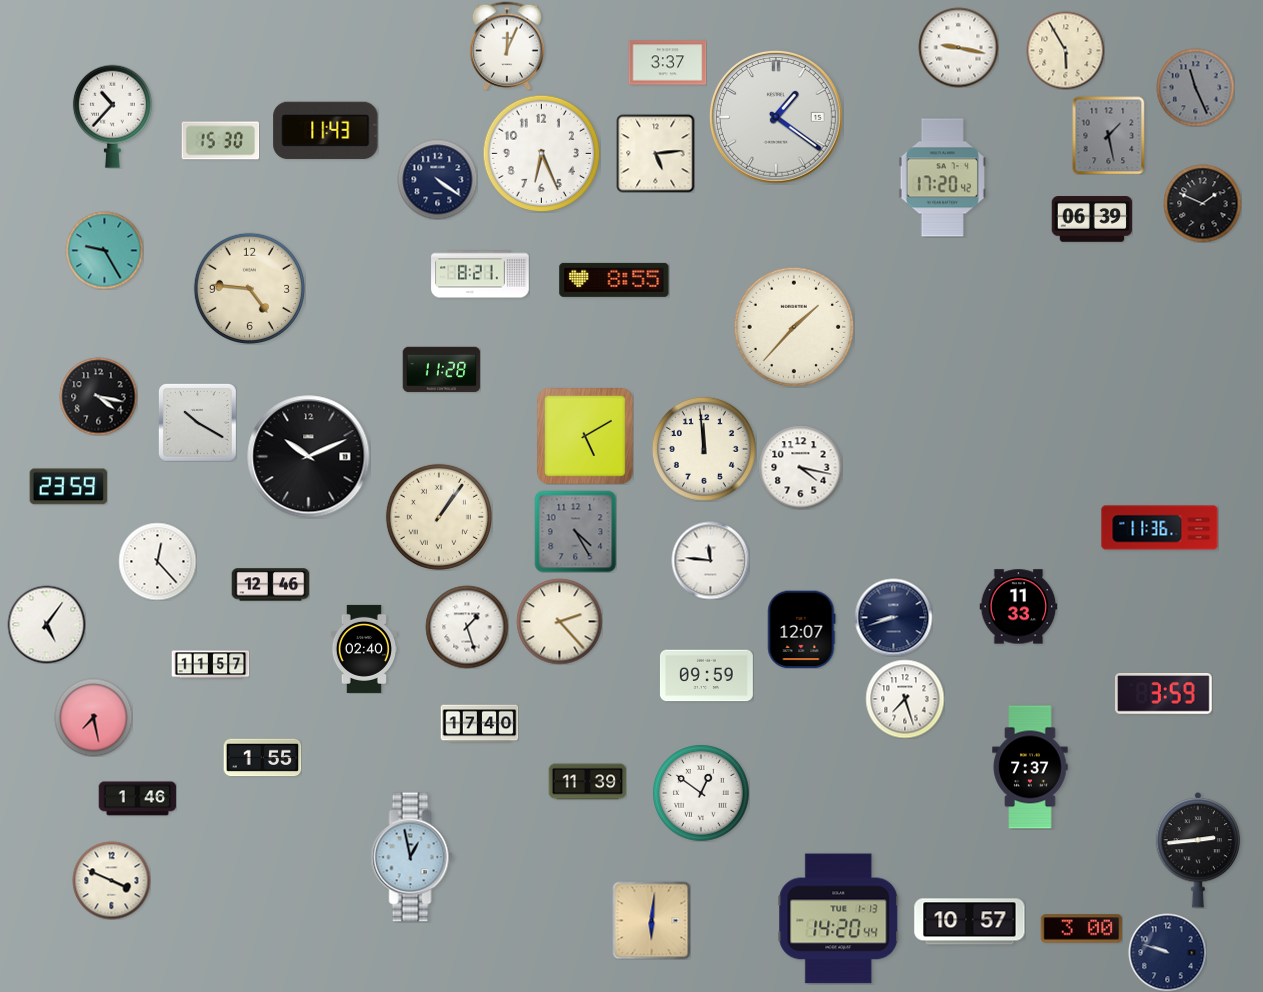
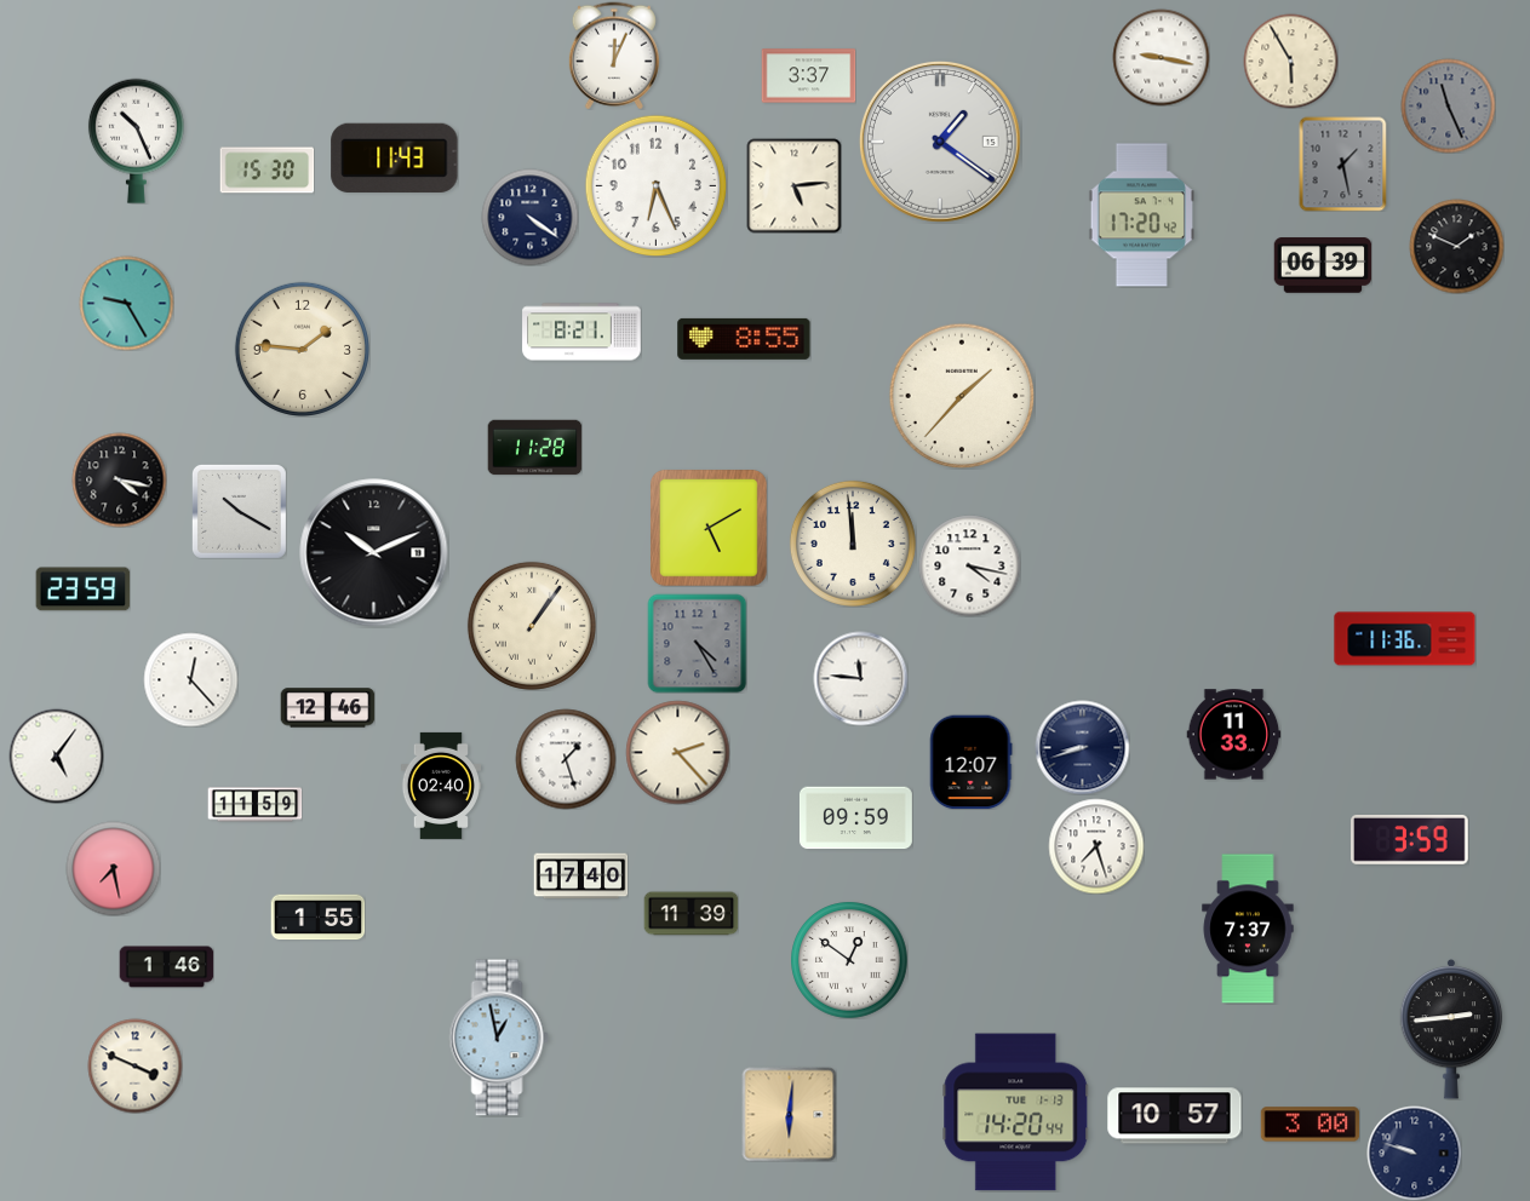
clock at (112, 116): 10:37 -> 10:26
clock at (249, 288): 4:46 -> 1:46
clock at (210, 665): 11:57 -> 11:59
clock at (587, 782) position: (587, 782) -> (690, 914)
